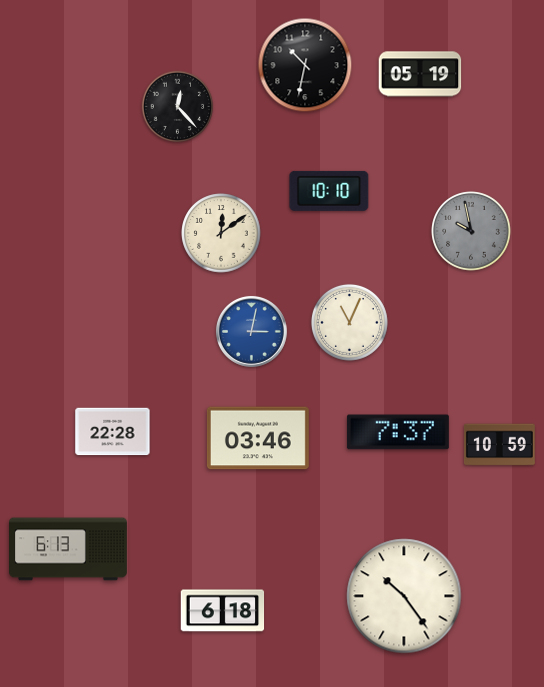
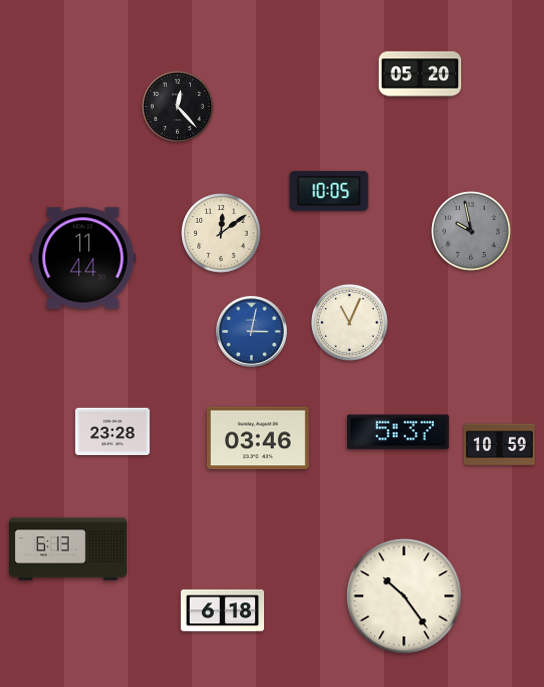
clock at (305, 65): 10:32 -> none
clock at (420, 74): 05:19 -> 05:20
clock at (329, 191): 10:10 -> 10:05
clock at (83, 258): none -> 11:44
clock at (113, 432): 22:28 -> 23:28
clock at (398, 432): 7:37 -> 5:37
